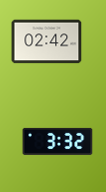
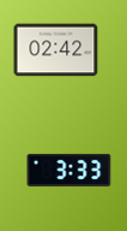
clock at (58, 141): 3:32 -> 3:33
